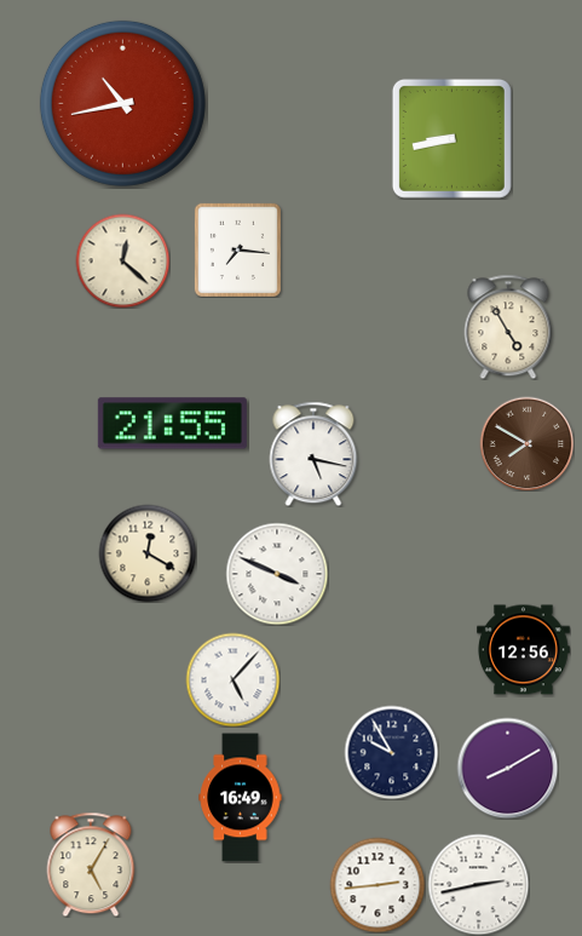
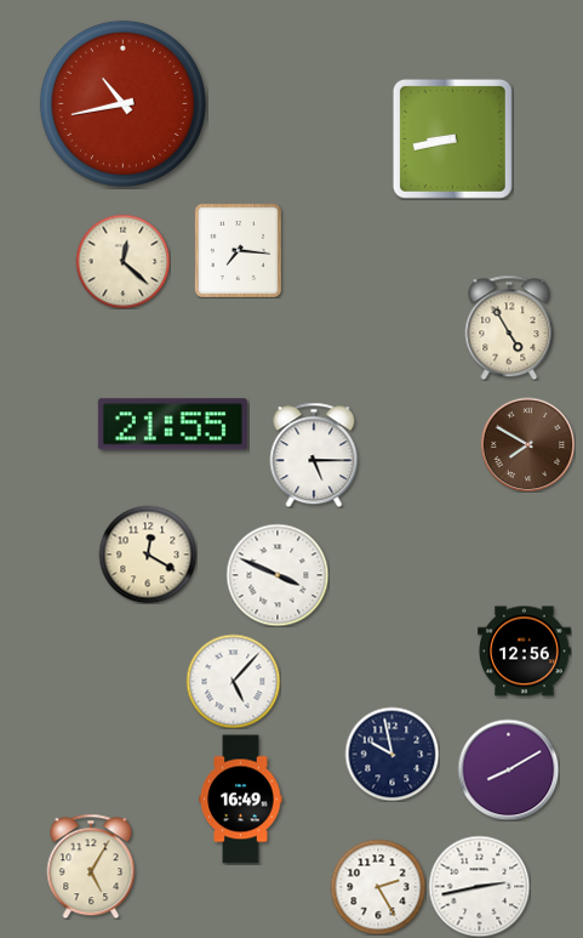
clock at (313, 454): 5:17 -> 5:15
clock at (391, 752): 9:55 -> 9:58
clock at (378, 885): 2:44 -> 2:25
